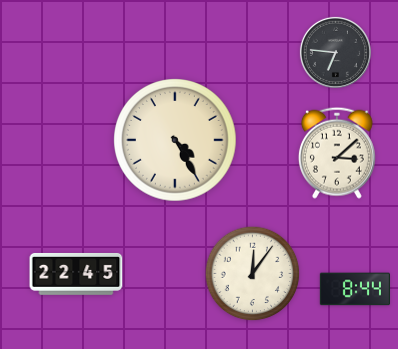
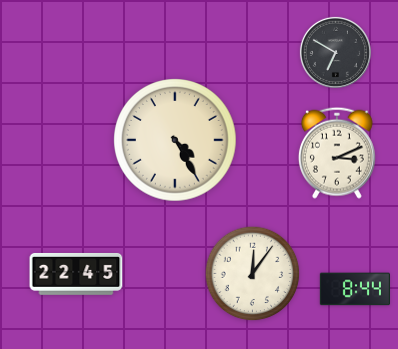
clock at (335, 52): 6:46 -> 6:50
clock at (337, 153): 3:08 -> 3:11
